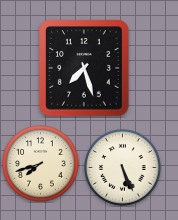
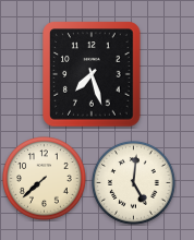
clock at (41, 164): 7:42 -> 7:38
clock at (123, 168): 5:26 -> 5:01
